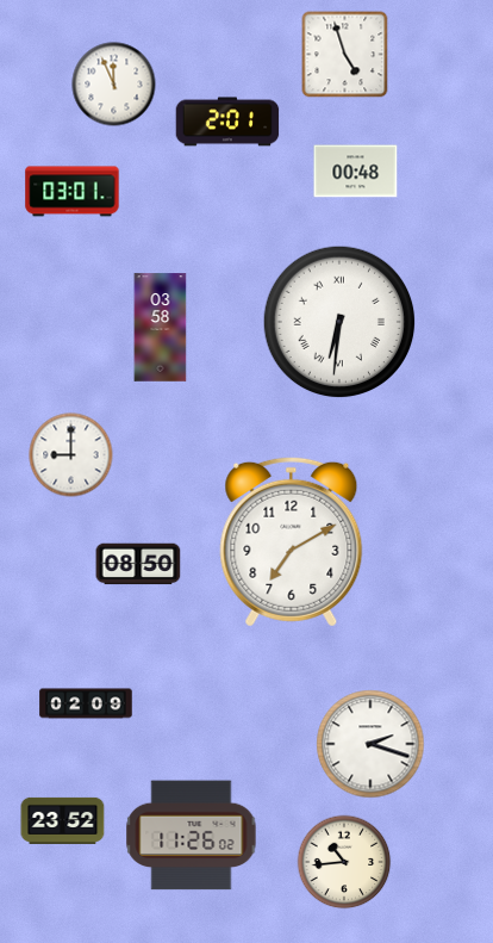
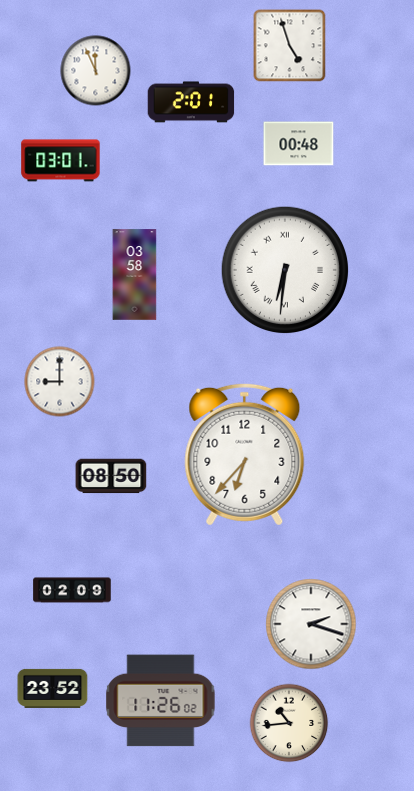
clock at (292, 541): 7:10 -> 6:37
clock at (138, 564) position: (138, 564) -> (111, 476)
